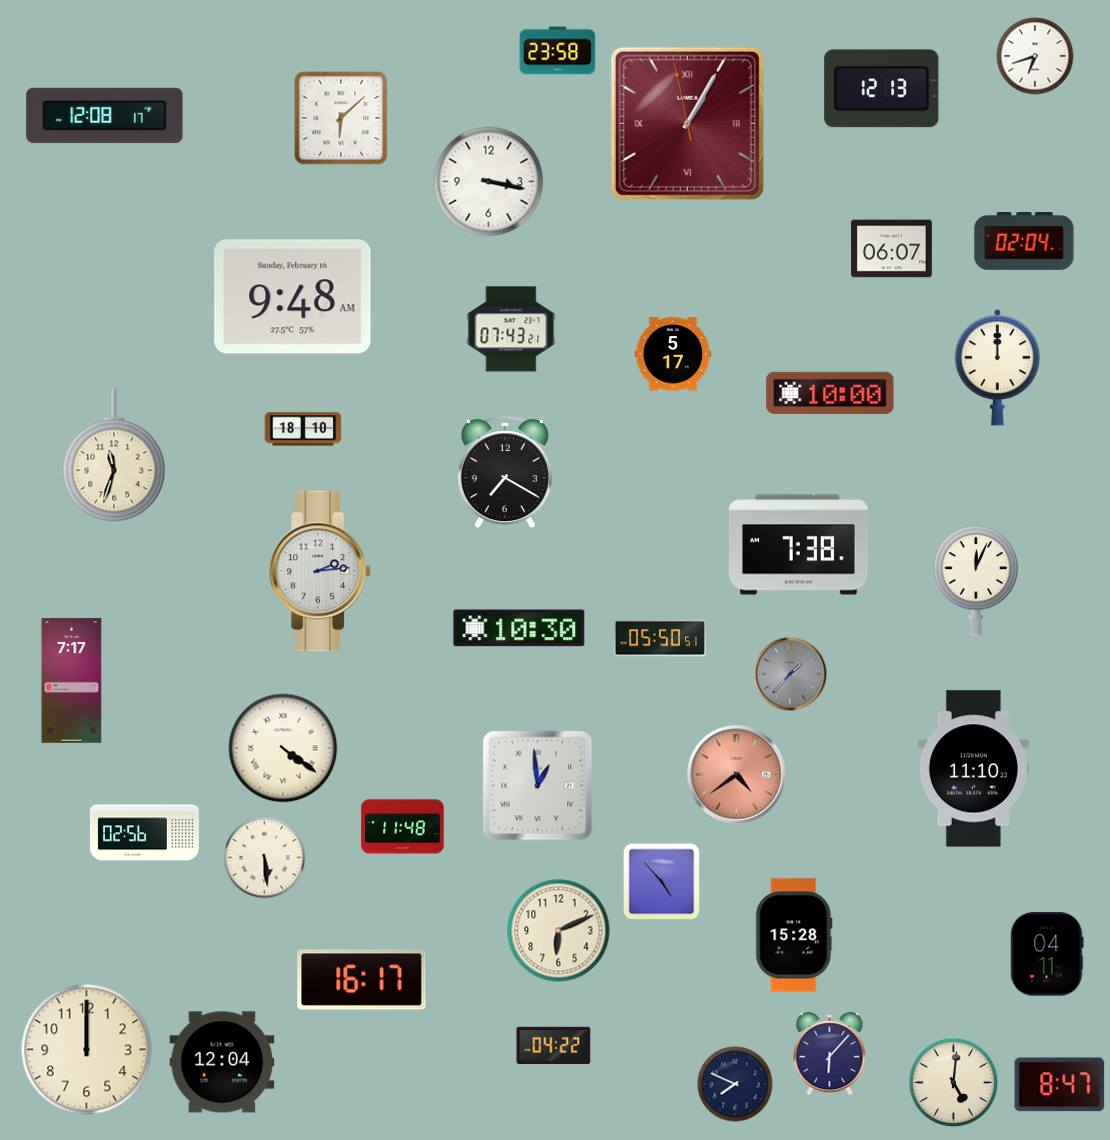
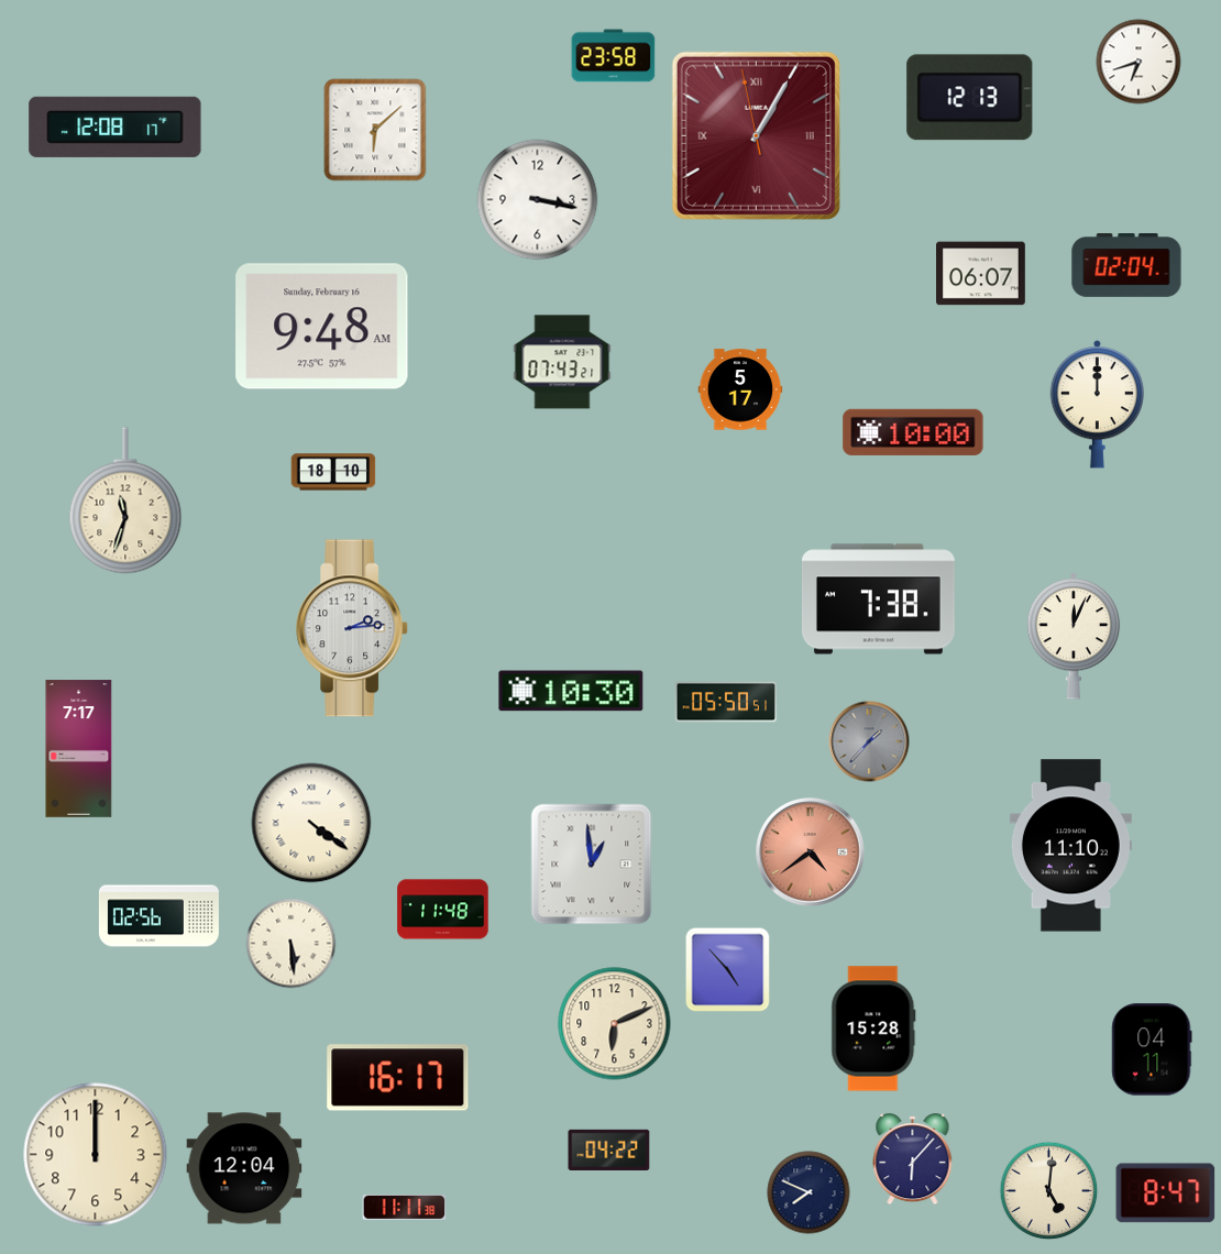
clock at (505, 473): 7:20 -> none
clock at (405, 1207): none -> 11:11
